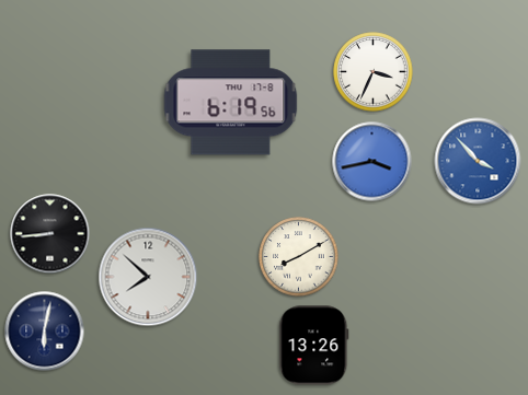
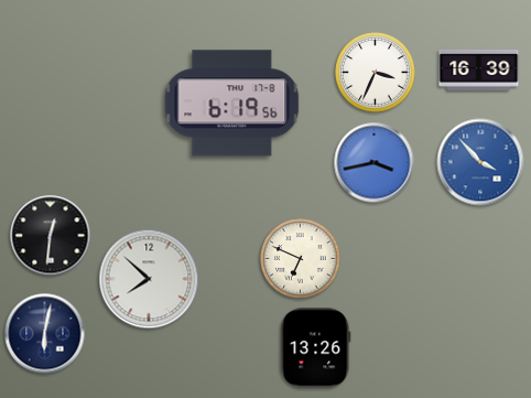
clock at (479, 69): none -> 16:39
clock at (50, 234): 8:44 -> 12:31
clock at (299, 257): 8:10 -> 6:49
